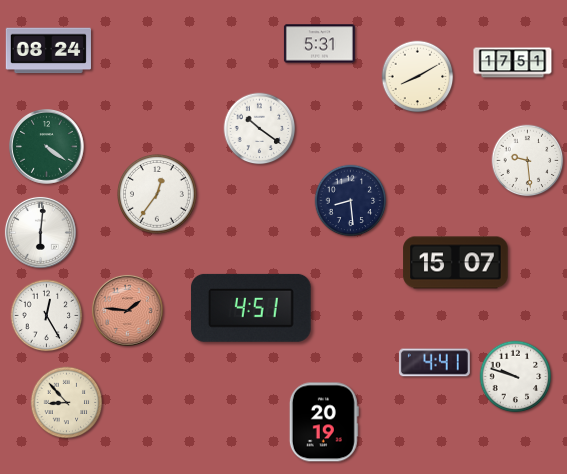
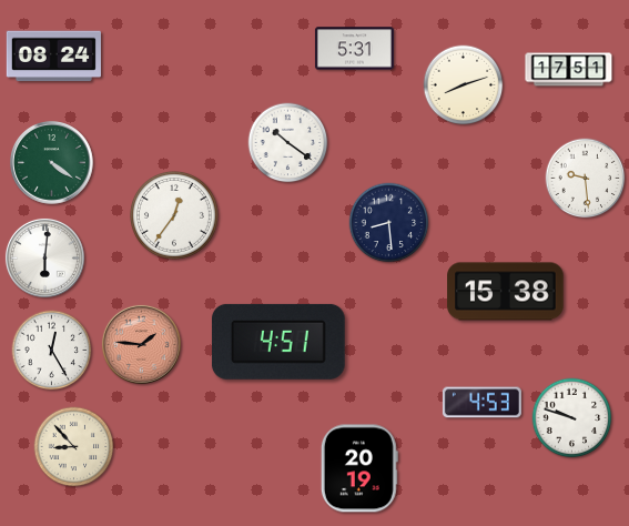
clock at (418, 77): 8:10 -> 8:12
clock at (456, 263): 15:07 -> 15:38
clock at (434, 363): 4:41 -> 4:53
